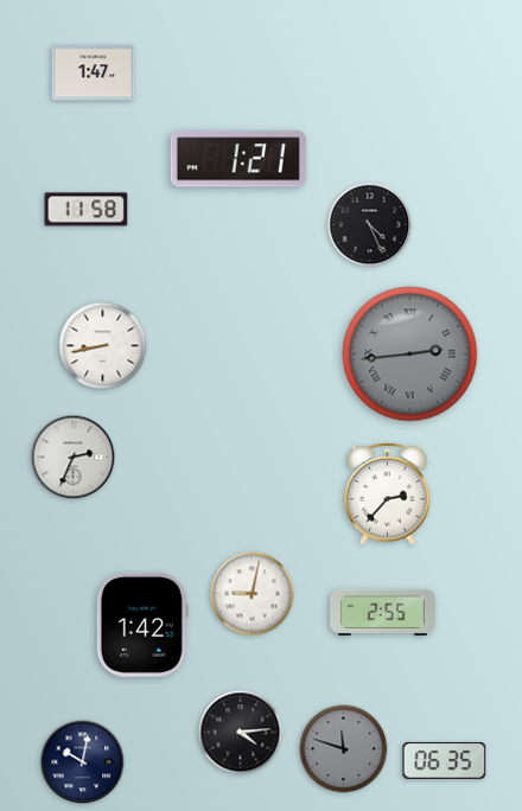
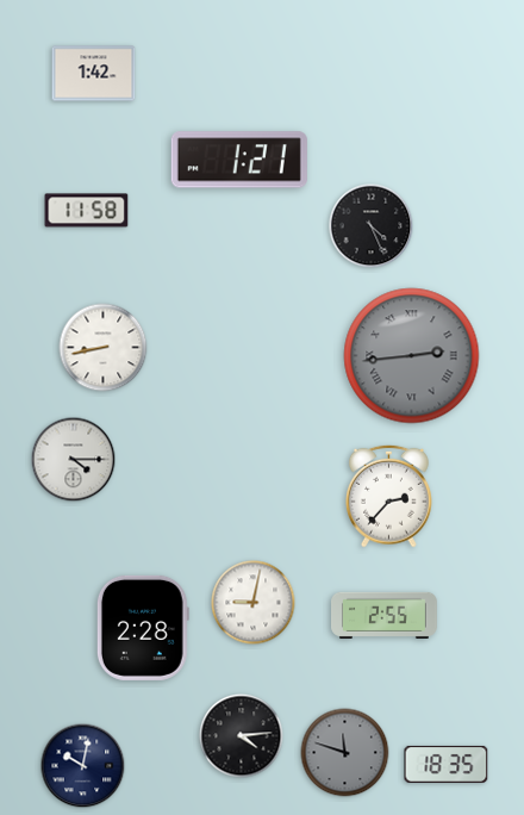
clock at (94, 74): 1:47 -> 1:42
clock at (74, 458): 2:34 -> 4:15
clock at (253, 594) position: (253, 594) -> (254, 603)
clock at (142, 625): 1:42 -> 2:28
clock at (445, 760): 06:35 -> 18:35
